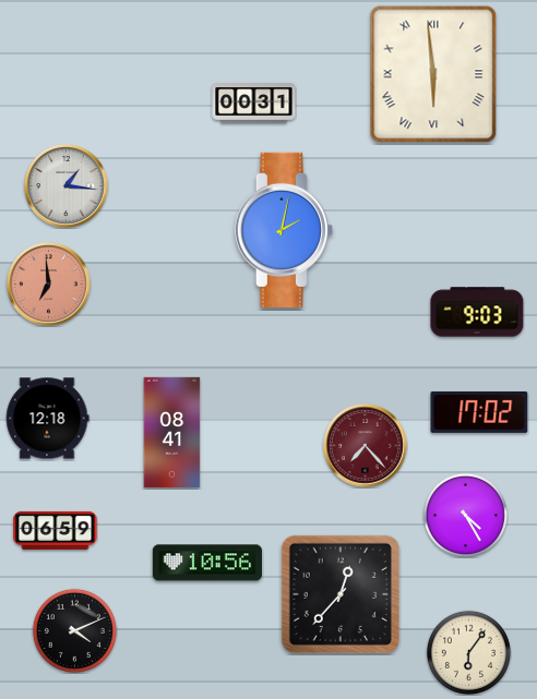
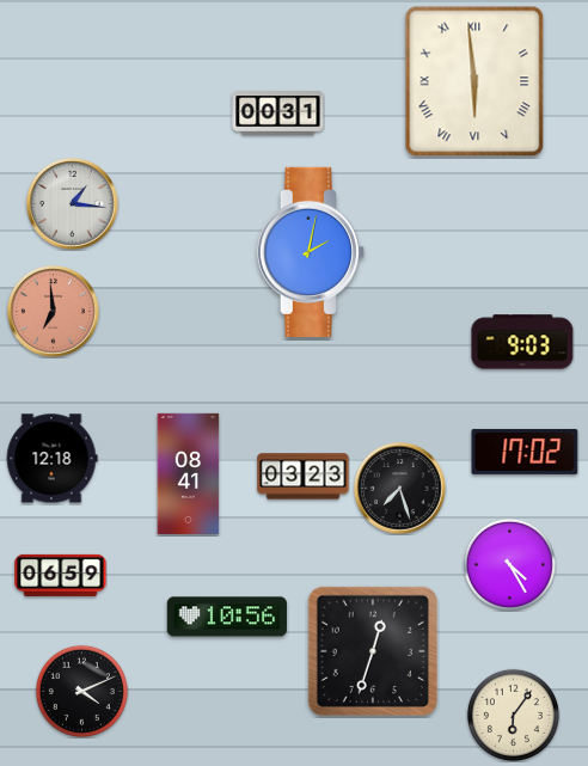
clock at (304, 477): none -> 03:23
clock at (366, 446): 7:23 -> 7:27
clock at (366, 446) dial: burgundy -> black
clock at (56, 530) position: (56, 530) -> (61, 575)
clock at (341, 594): 12:37 -> 12:33
